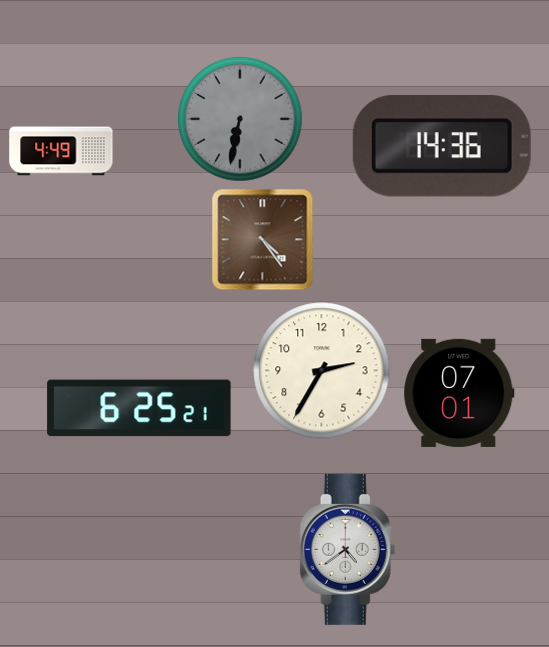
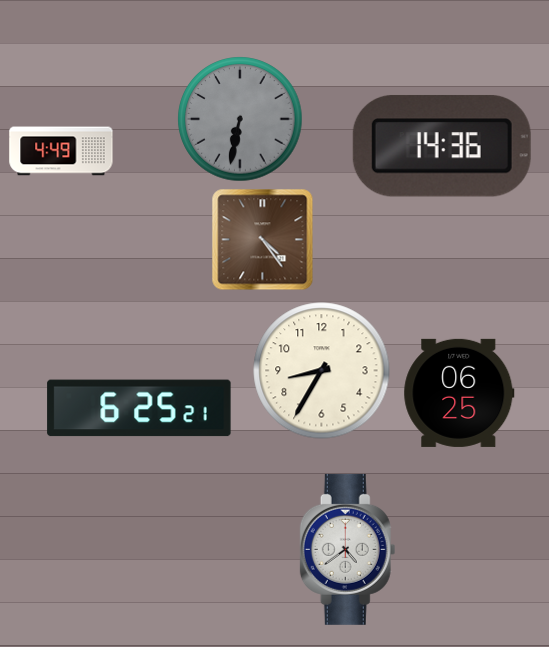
clock at (322, 371): 2:35 -> 8:35
clock at (459, 393): 07:01 -> 06:25
